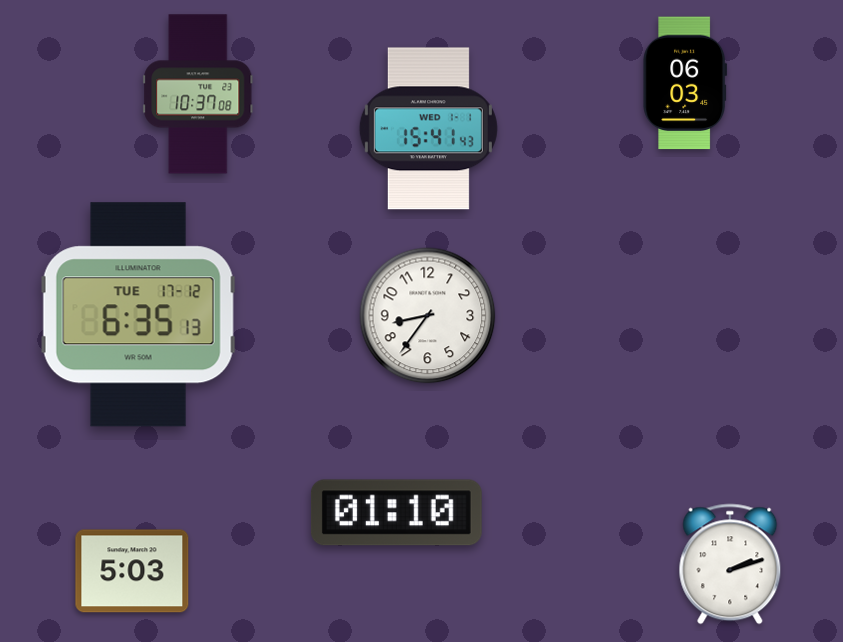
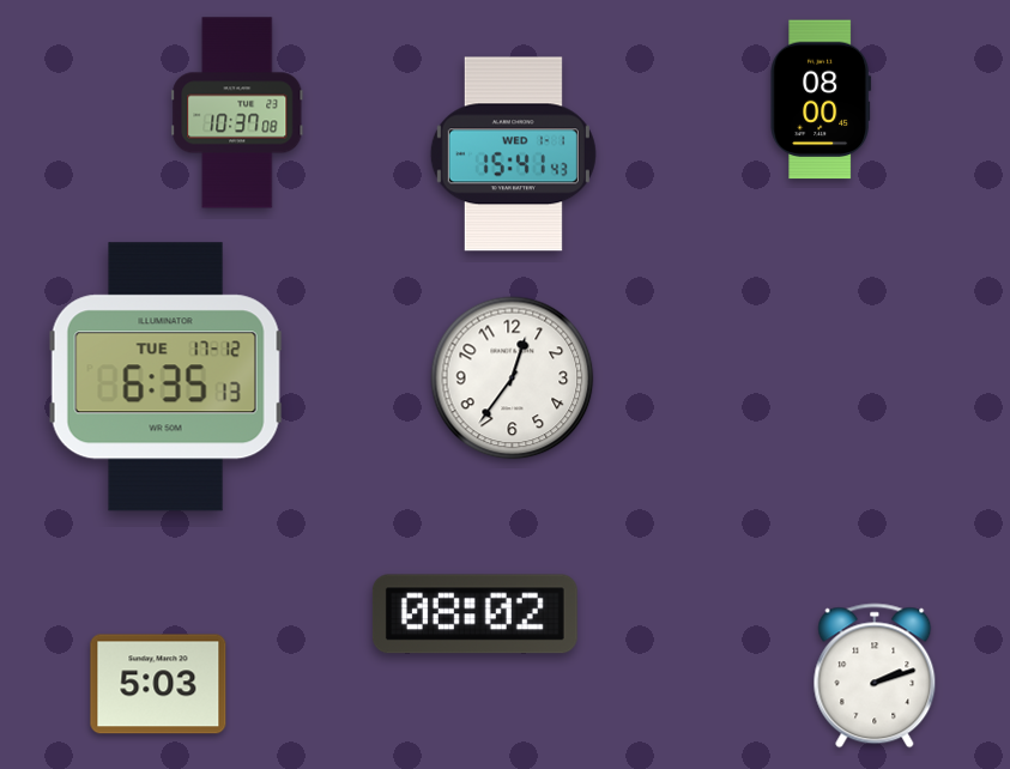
clock at (685, 83): 06:03 -> 08:00
clock at (428, 316): 8:36 -> 12:36
clock at (396, 513): 01:10 -> 08:02
